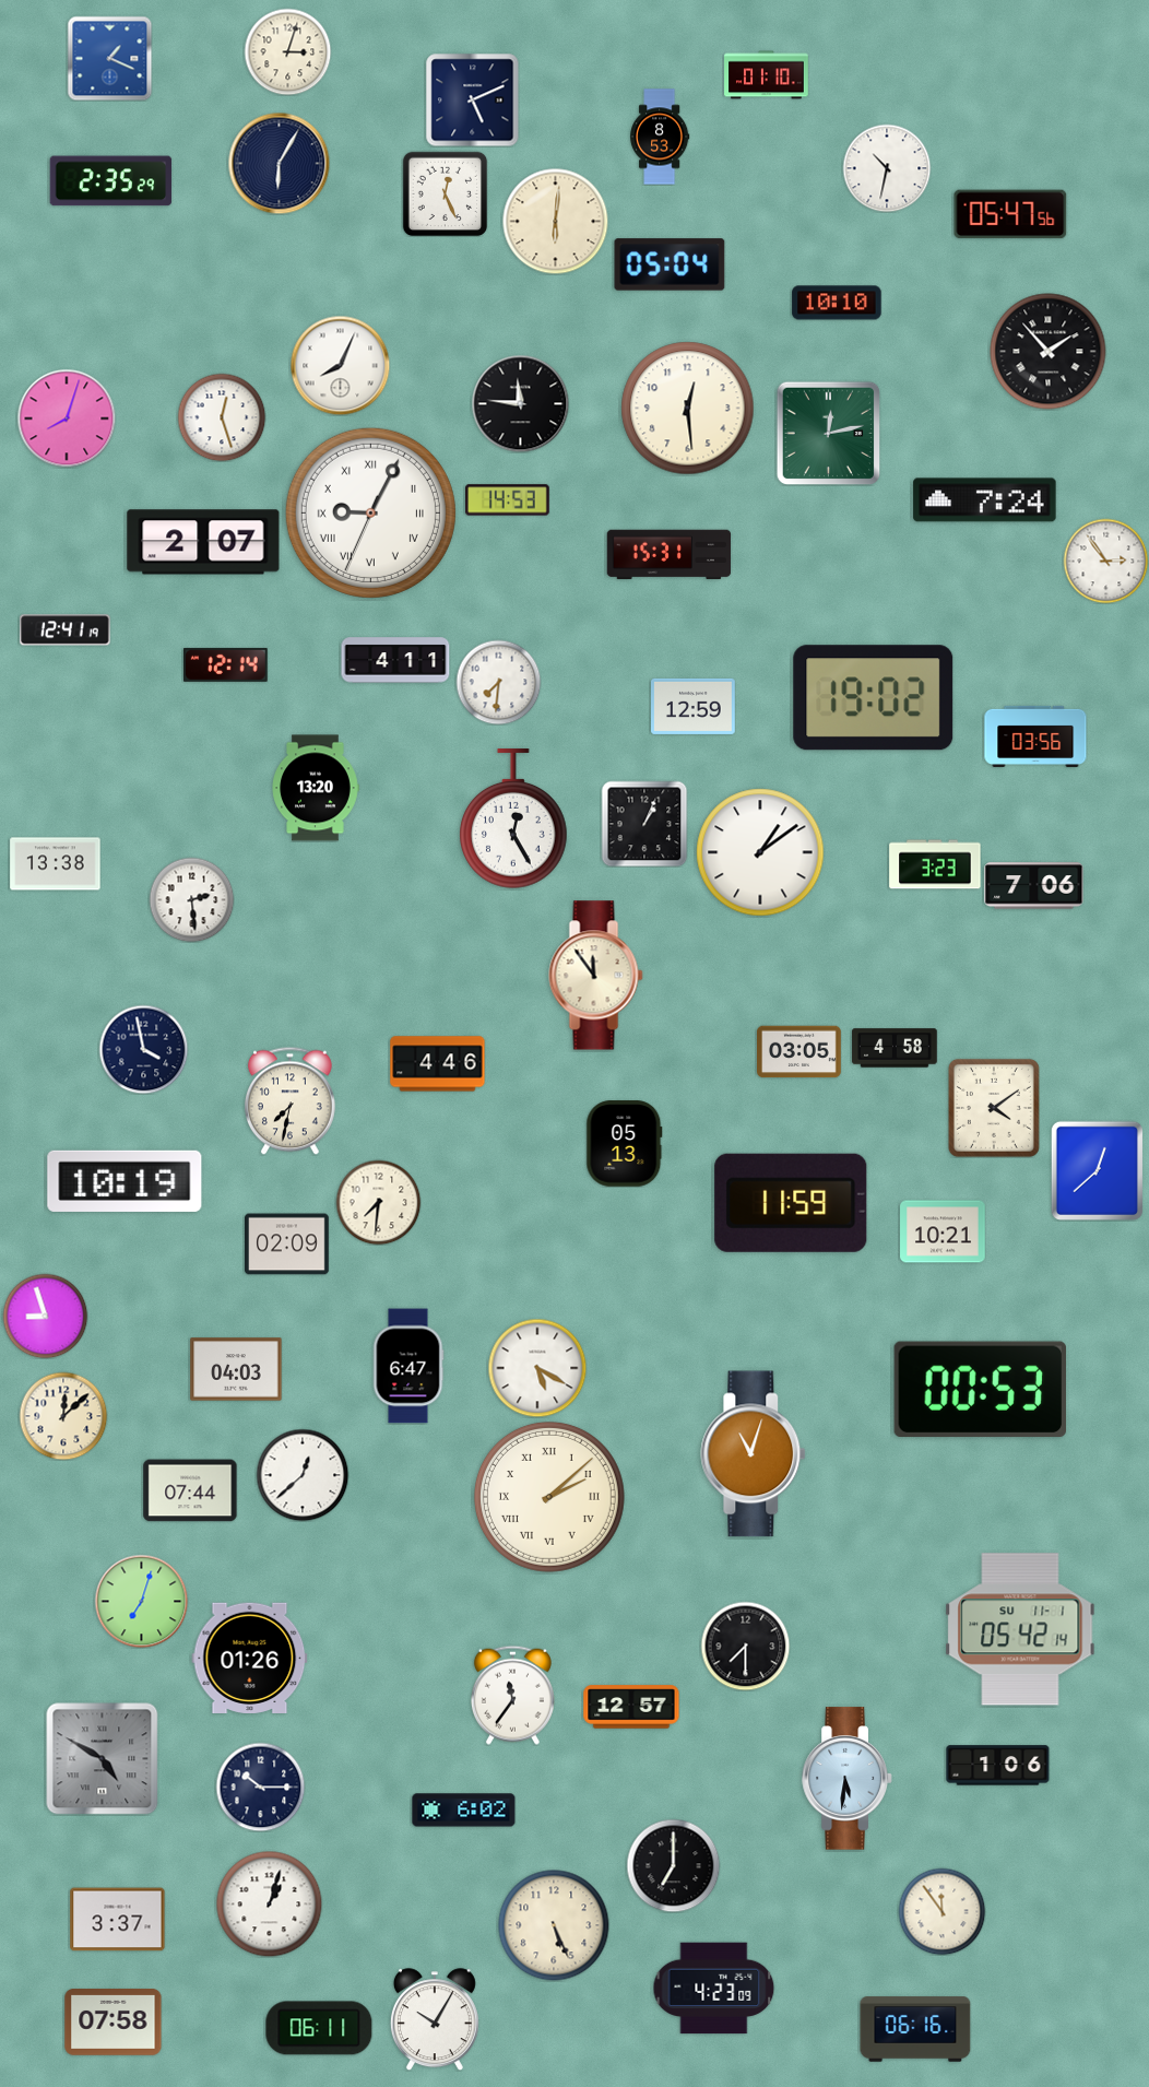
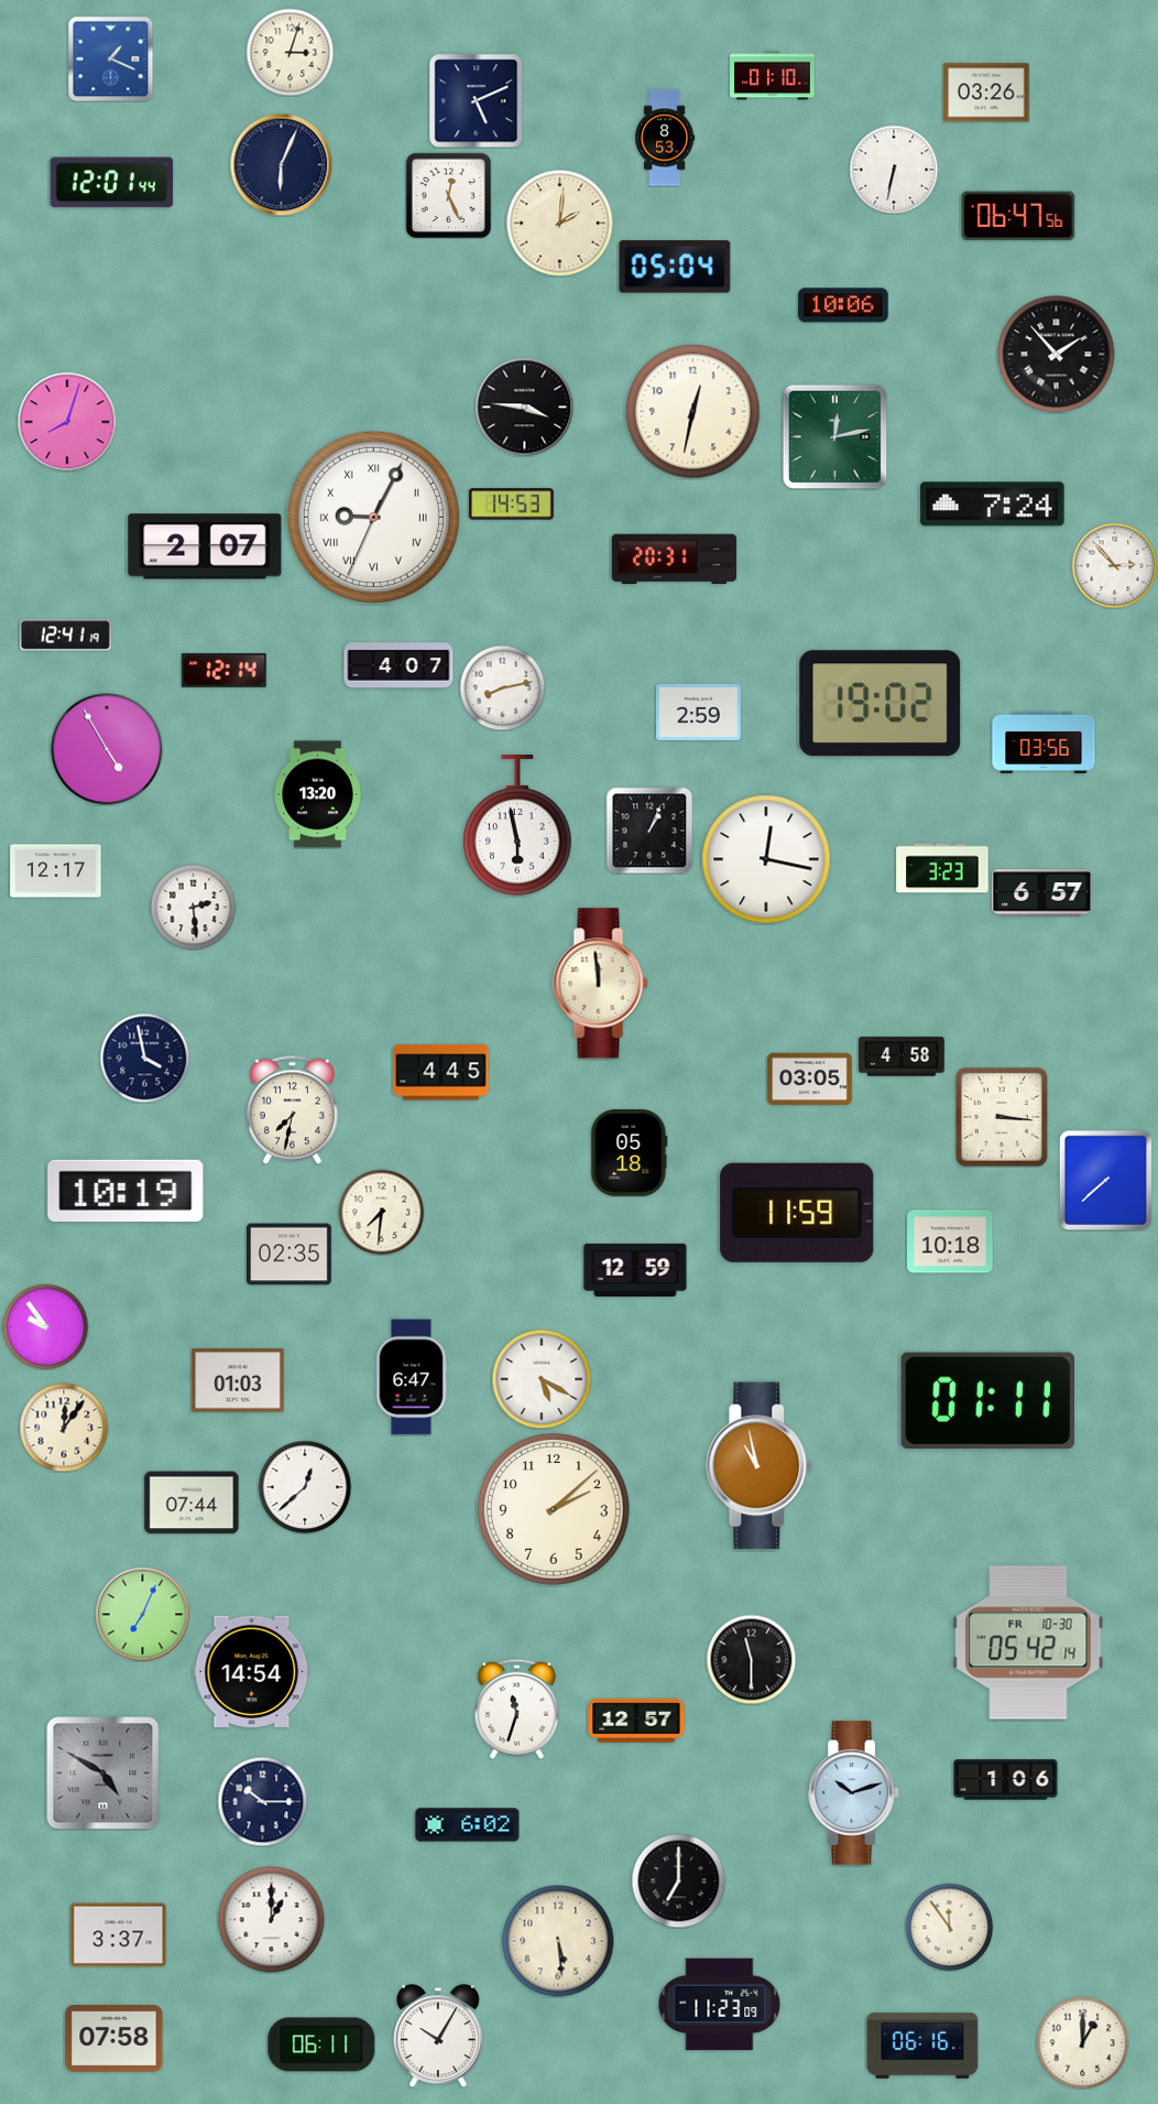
clock at (986, 93): none -> 03:26
clock at (279, 163): 6:05 -> 6:04
clock at (887, 168): 10:32 -> 6:32
clock at (111, 181): 2:35 -> 12:01
clock at (1010, 214): 05:47 -> 06:47
clock at (555, 221): 6:01 -> 2:01
clock at (837, 303): 10:10 -> 10:06
clock at (340, 365): 8:04 -> none
clock at (520, 403): 11:46 -> 3:46
clock at (688, 409): 12:29 -> 12:32
clock at (222, 417): 12:27 -> none
clock at (670, 555): 15:31 -> 20:31
clock at (1105, 561): 2:54 -> 2:53
clock at (395, 660): 4:11 -> 4:07
clock at (225, 664) position: (225, 664) -> (223, 670)
clock at (498, 682): 7:31 -> 8:13
clock at (694, 706): 12:59 -> 2:59
clock at (107, 749): none -> 4:55
clock at (513, 820): 12:25 -> 5:58
clock at (760, 852): 1:09 -> 12:17
clock at (56, 864): 13:38 -> 12:17
clock at (935, 864) position: (935, 864) -> (942, 868)
clock at (1034, 886): 7:06 -> 6:57
clock at (596, 976): 11:54 -> 11:59
clock at (799, 1052) position: (799, 1052) -> (810, 1080)
clock at (438, 1064): 4:46 -> 4:45
clock at (994, 1108): 4:09 -> 3:16
clock at (625, 1144): 05:13 -> 05:18
clock at (1097, 1170): 12:38 -> 7:38
clock at (943, 1231): 10:21 -> 10:18
clock at (287, 1245): 02:09 -> 02:35
clock at (635, 1270): none -> 12:59
clock at (45, 1316): 8:57 -> 9:54
clock at (236, 1369): 04:03 -> 01:03
clock at (980, 1390): 00:53 -> 01:11
clock at (63, 1416): 12:08 -> 12:06
clock at (754, 1454): 11:03 -> 10:58
clock at (549, 1497) numerals: Roman -> Arabic
clock at (141, 1601): 7:03 -> 7:04
clock at (1020, 1629) date: SU 11-1 -> FR 10-30
clock at (745, 1646): 7:30 -> 11:30
clock at (250, 1658): 01:26 -> 14:54
clock at (512, 1695): 11:36 -> 11:33
clock at (848, 1779): 5:31 -> 10:12
clock at (269, 1903): 1:03 -> 1:00
clock at (554, 1925): 5:26 -> 5:29
clock at (714, 1989): 4:23 -> 11:23
clock at (1082, 2042): none -> 1:00
